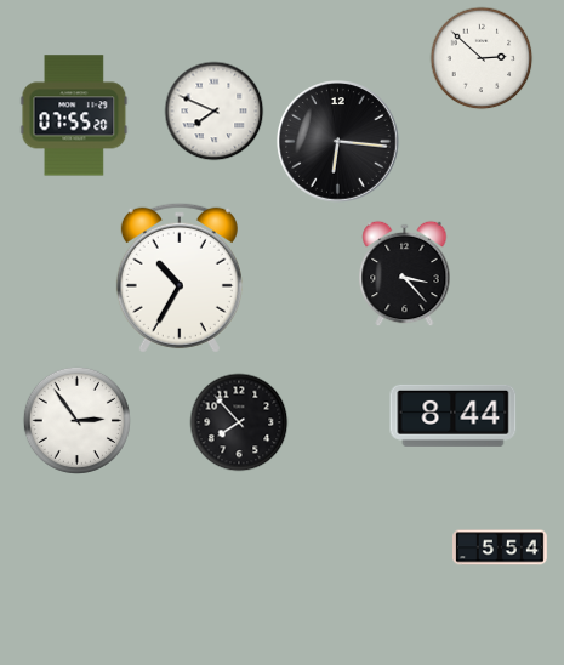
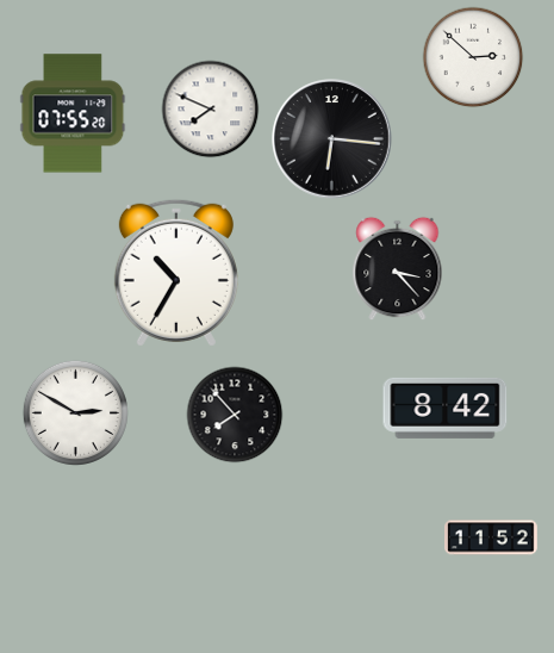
clock at (454, 415): 8:44 -> 8:42
clock at (76, 420): 2:54 -> 2:50
clock at (501, 547): 5:54 -> 11:52
